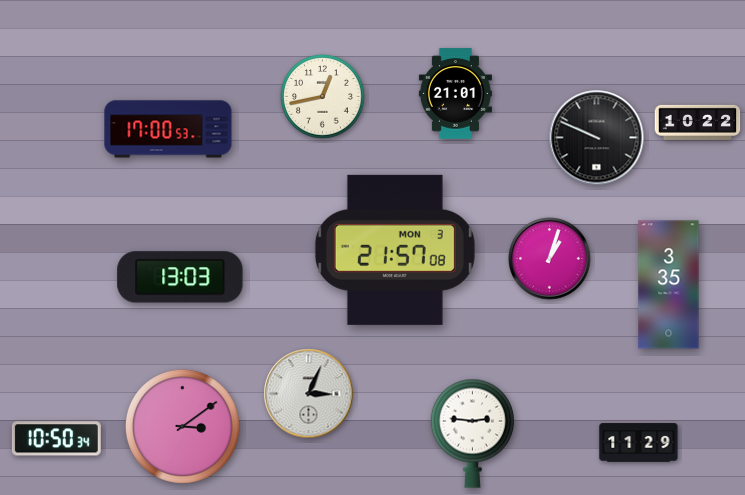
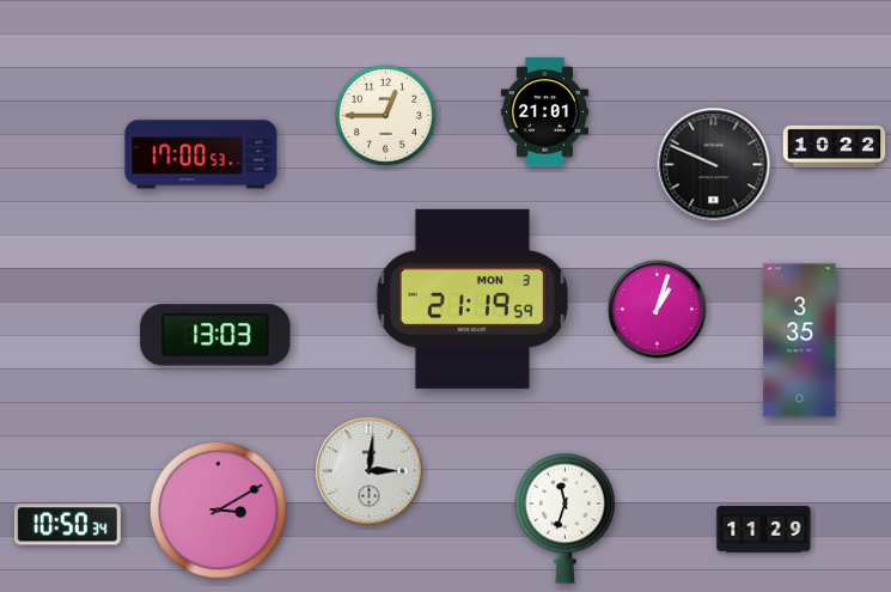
clock at (323, 97): 12:43 -> 12:45
clock at (395, 250): 21:57 -> 21:19
clock at (180, 277) position: (180, 277) -> (215, 335)
clock at (309, 394): 3:04 -> 3:01
clock at (182, 426): 3:09 -> 3:10
clock at (472, 433): 2:46 -> 11:33
